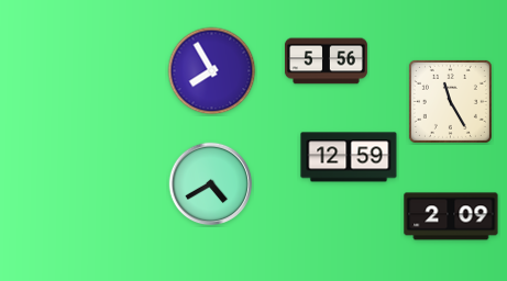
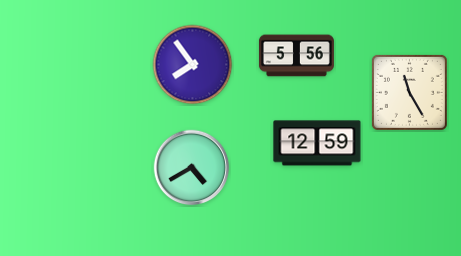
clock at (212, 71): 7:55 -> 7:54
clock at (451, 216): 2:09 -> none
